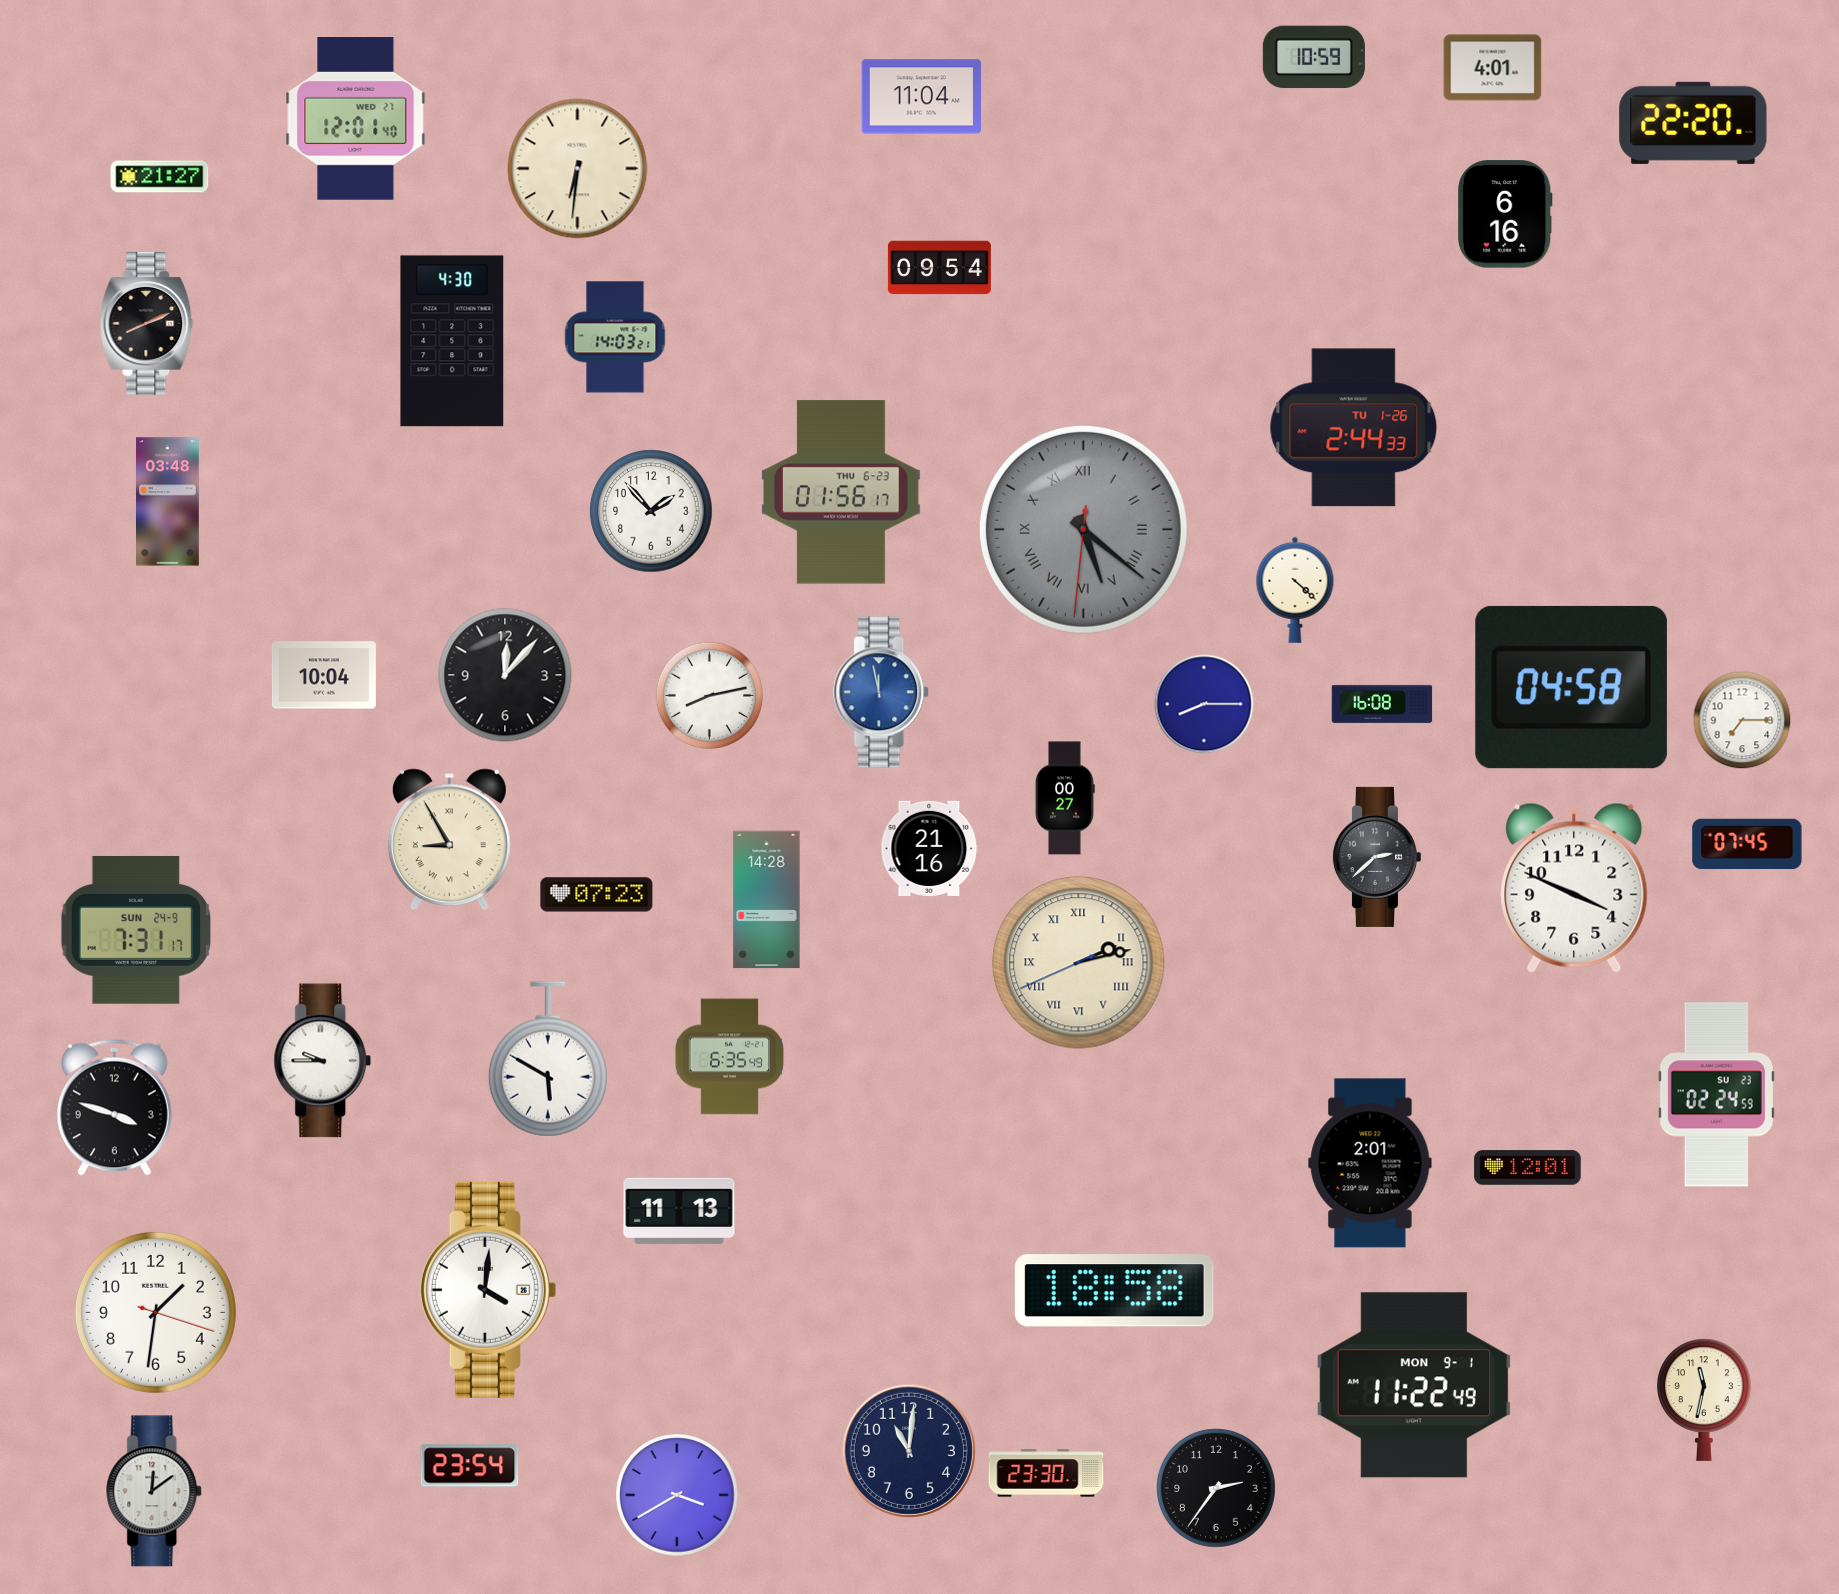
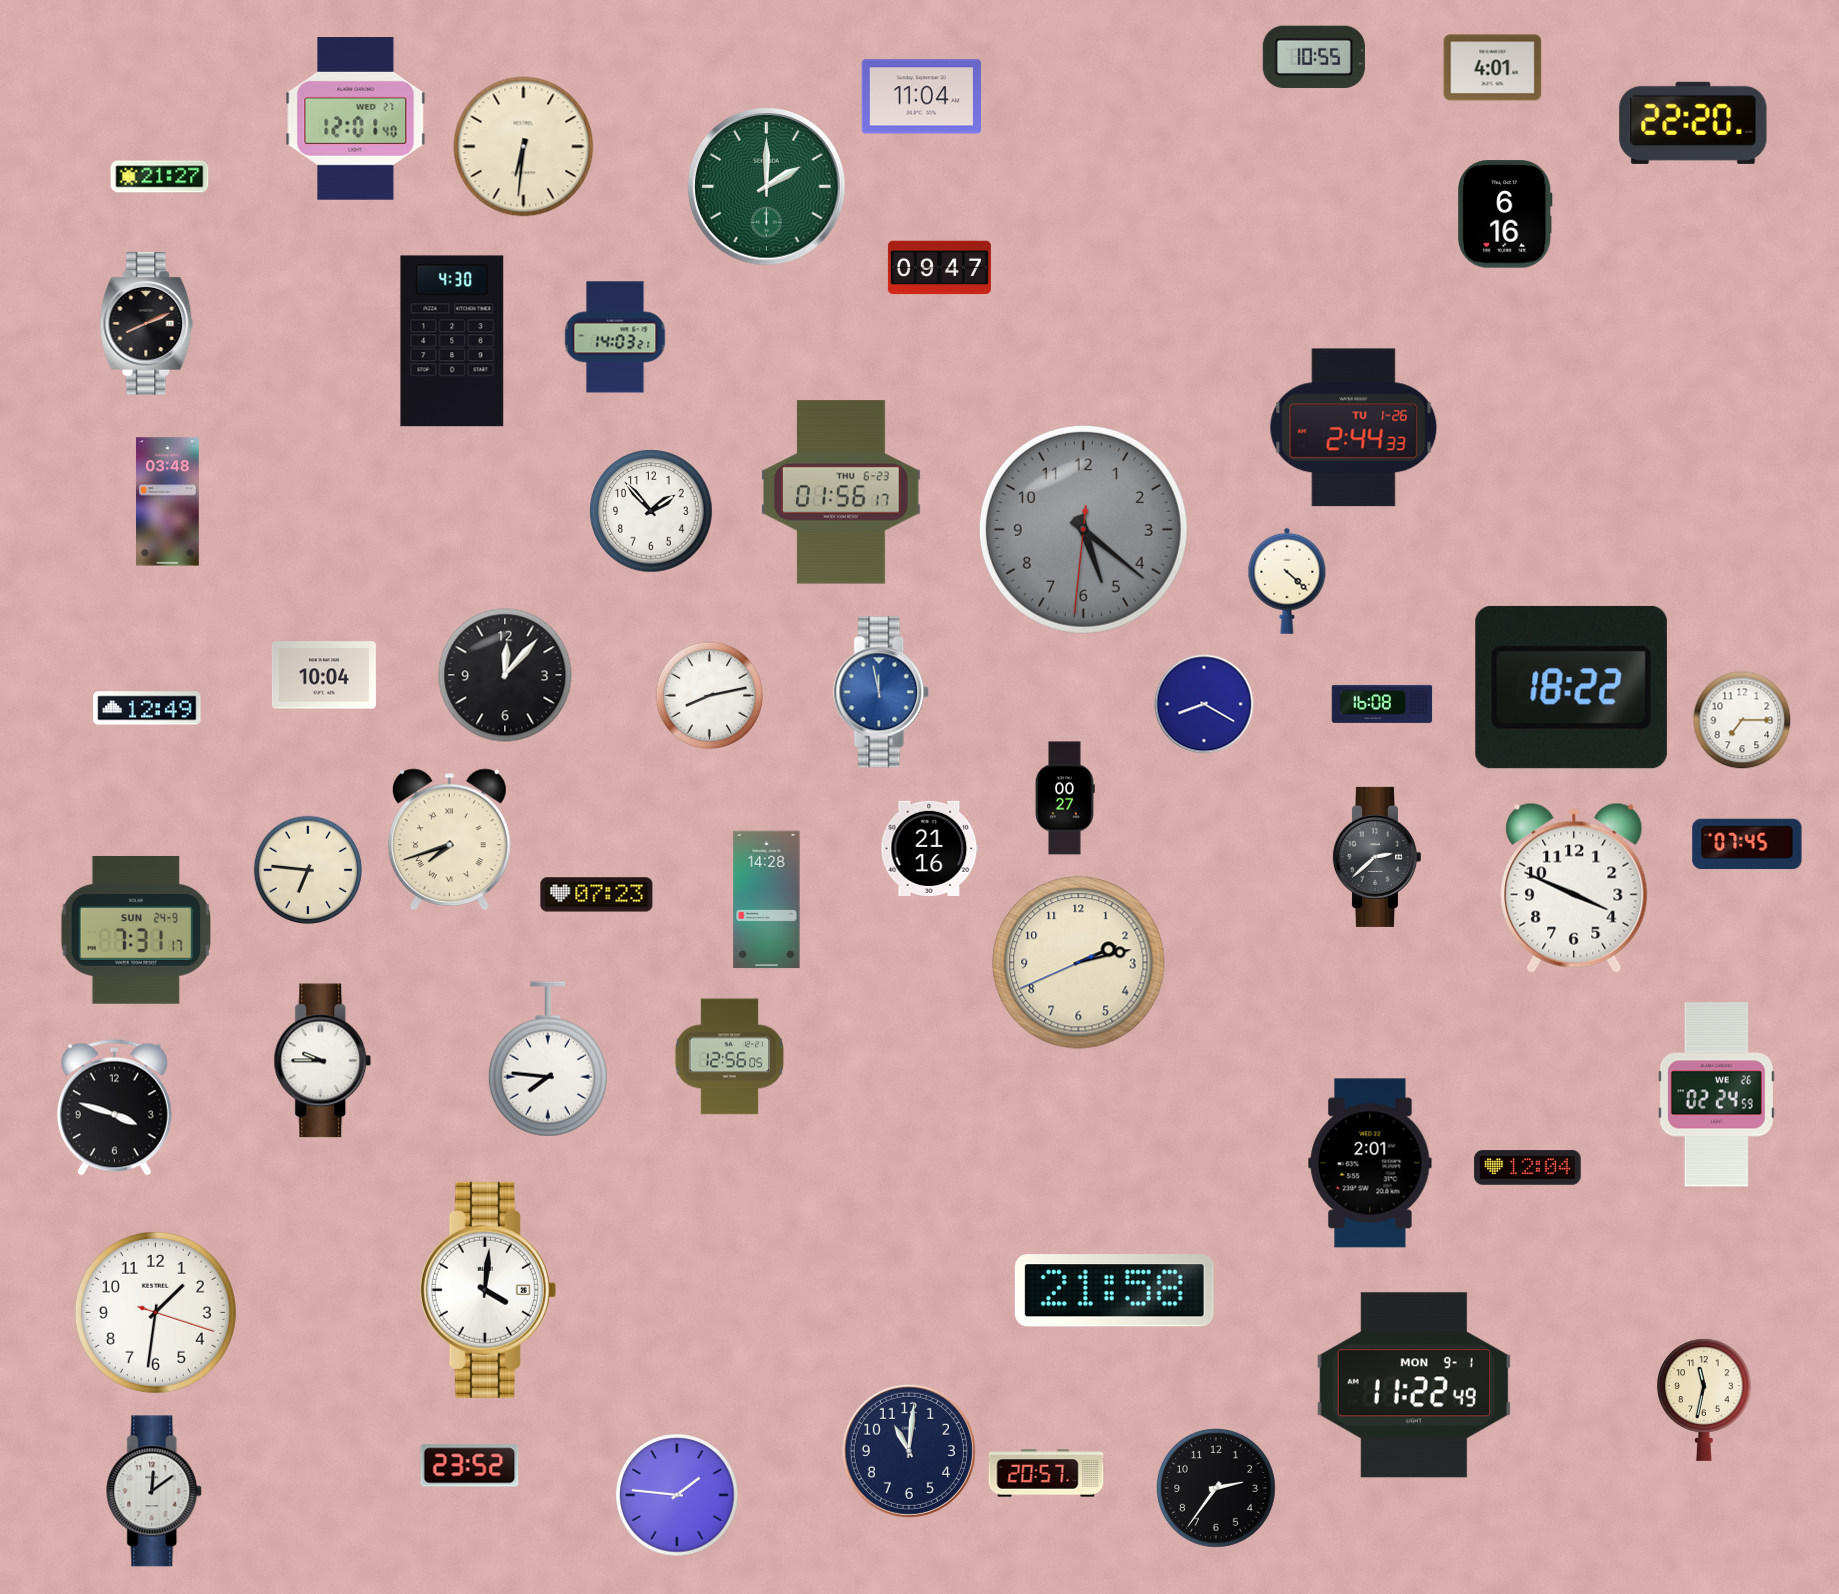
clock at (1314, 57): 10:59 -> 10:55
clock at (578, 169) position: (578, 169) -> (524, 147)
clock at (767, 187): none -> 2:00
clock at (939, 268): 09:54 -> 09:47
clock at (1083, 529) numerals: Roman -> Arabic
clock at (1295, 590) position: (1295, 590) -> (1287, 581)
clock at (1571, 687): 04:58 -> 18:22
clock at (1204, 704): 8:15 -> 8:20
clock at (147, 708): none -> 12:49
clock at (449, 840): 8:55 -> 7:42
clock at (307, 869): none -> 6:46
clock at (1079, 963) numerals: Roman -> Arabic
clock at (730, 1057): 6:35 -> 12:56
clock at (548, 1059): 5:50 -> 7:46
clock at (1716, 1095) date: SU 23 -> WE 26
clock at (1528, 1168): 12:01 -> 12:04
clock at (679, 1211): 11:13 -> none
clock at (1114, 1291): 18:58 -> 21:58
clock at (470, 1466): 23:54 -> 23:52
clock at (1046, 1473): 23:30 -> 20:57
clock at (677, 1495): 3:40 -> 1:46
